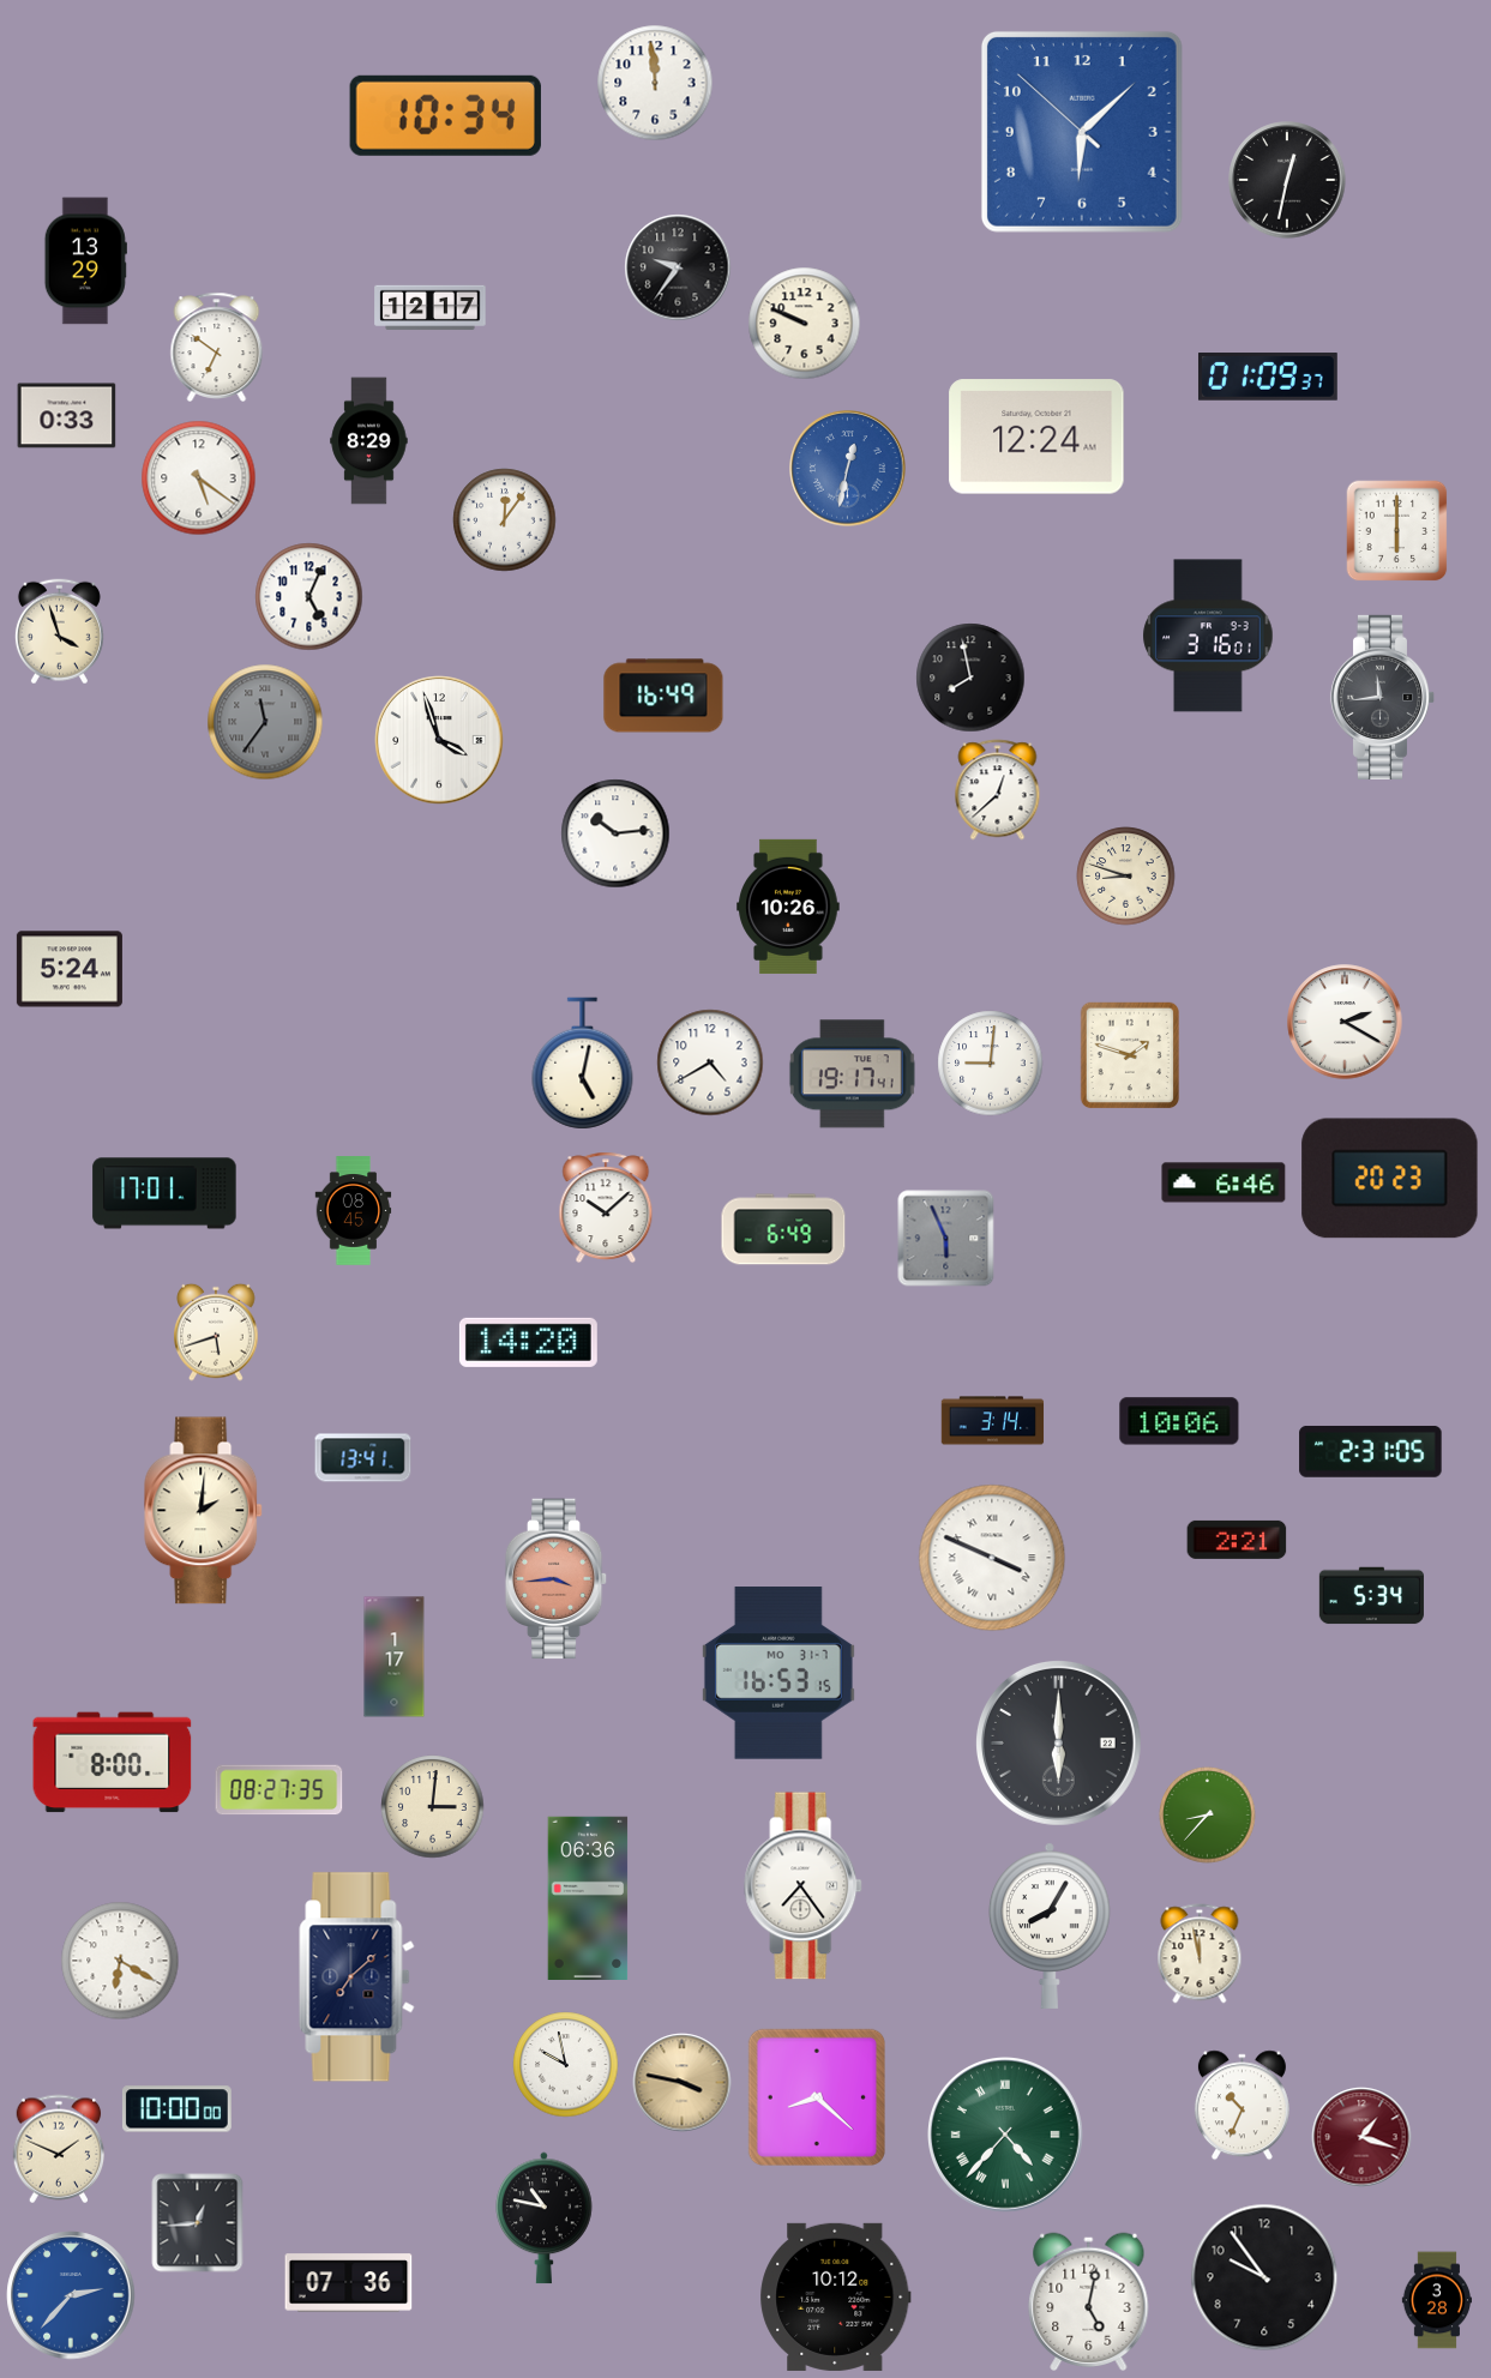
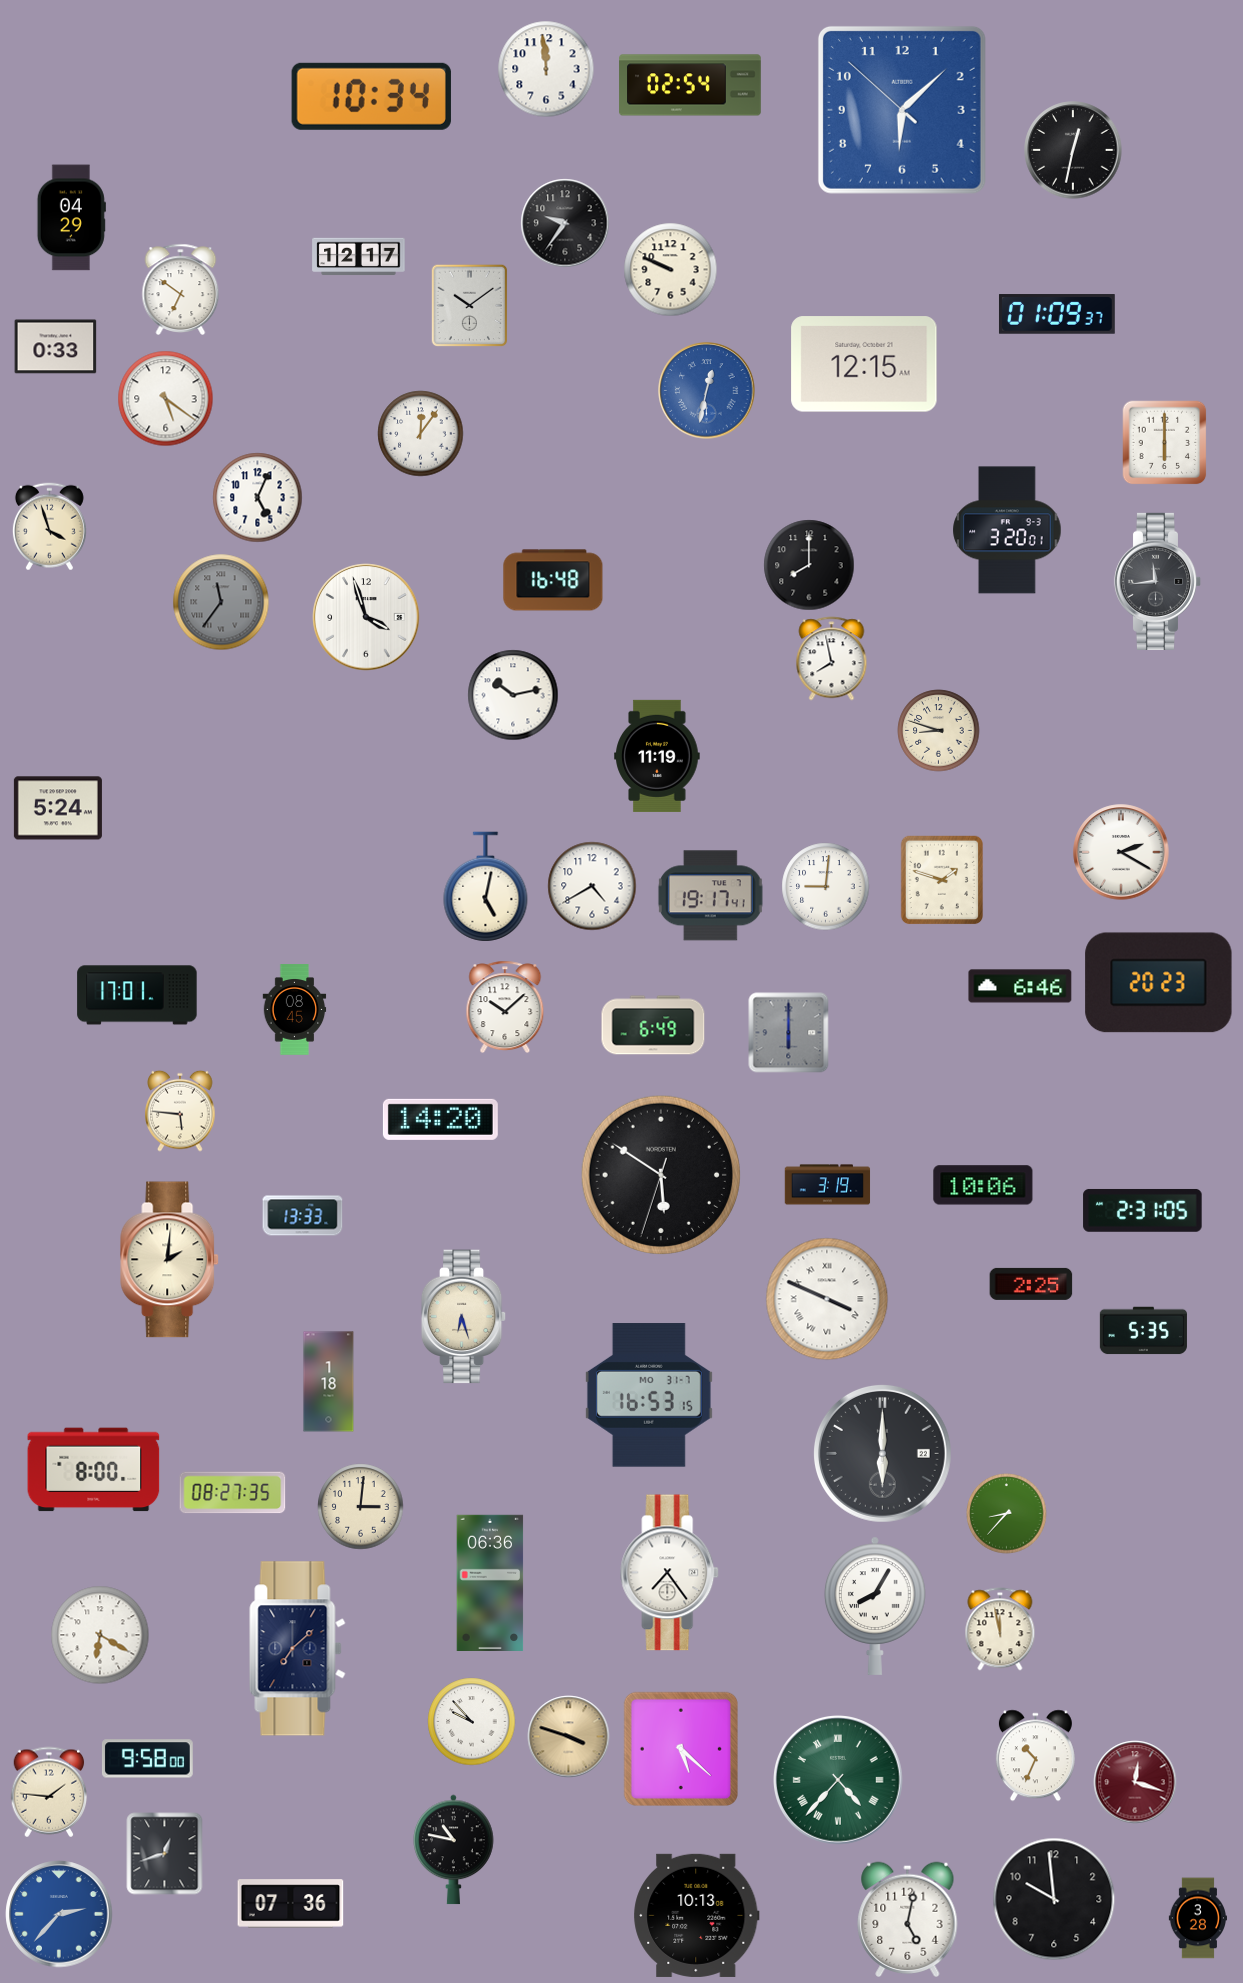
clock at (690, 85): none -> 02:54
clock at (85, 261): 13:29 -> 04:29
clock at (470, 306): none -> 10:09
clock at (1036, 437): 12:24 -> 12:15
clock at (369, 441): 8:29 -> none
clock at (1208, 636): 3:16 -> 3:20
clock at (970, 678): 7:58 -> 8:00
clock at (663, 696): 16:49 -> 16:48
clock at (1383, 697) position: (1383, 697) -> (1158, 581)
clock at (998, 790): 12:38 -> 7:58
clock at (615, 833): 10:14 -> 10:13
clock at (788, 907): 10:26 -> 11:19
clock at (946, 1239): 5:56 -> 6:00
clock at (216, 1332): 5:42 -> 5:46
clock at (661, 1175): none -> 5:50
clock at (993, 1421): 3:14 -> 3:19
clock at (363, 1458): 13:41 -> 13:33
clock at (1237, 1540): 2:21 -> 2:25
clock at (557, 1579): 3:44 -> 6:27
clock at (557, 1579) dial: salmon -> cream
clock at (1371, 1596): 5:34 -> 5:35
clock at (395, 1657): 1:17 -> 1:18
clock at (566, 2065): 9:58 -> 9:53
clock at (683, 2083): 3:47 -> 3:48
clock at (816, 2096): 8:22 -> 5:22
clock at (176, 2109): 10:00 -> 9:58
clock at (1361, 2137): 1:18 -> 12:18
clock at (59, 2149): 1:49 -> 1:46
clock at (198, 2223): 12:44 -> 12:42
clock at (1264, 2277): 9:54 -> 9:59
clock at (836, 2296): 10:12 -> 10:13
